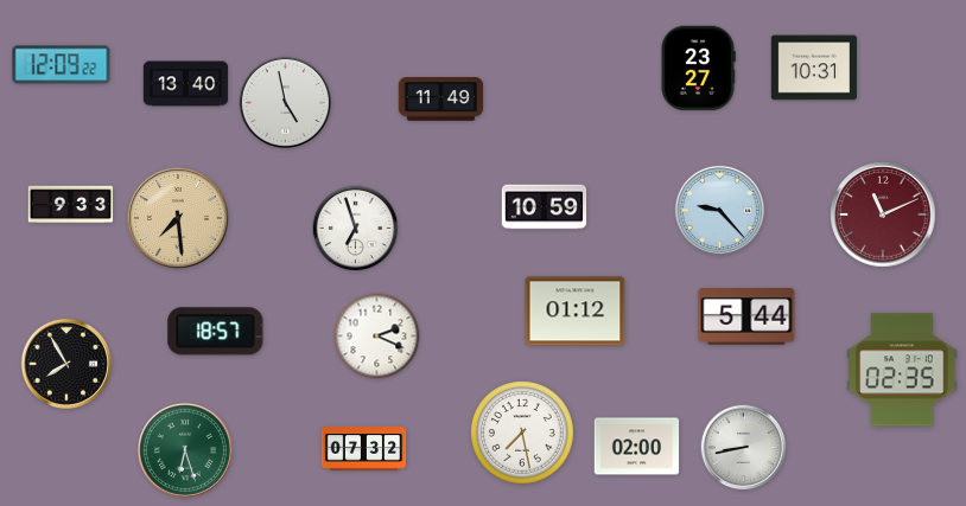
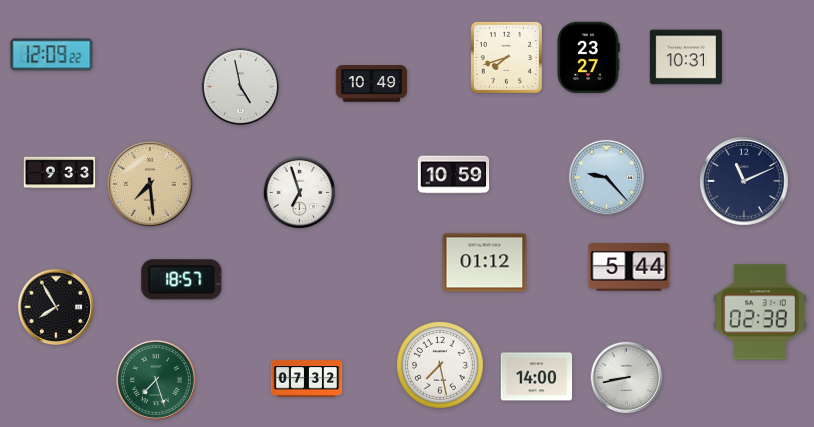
clock at (506, 57): none -> 7:42
clock at (186, 84): 13:40 -> none
clock at (441, 100): 11:49 -> 10:49
clock at (545, 207) position: (545, 207) -> (454, 175)
clock at (883, 214) dial: burgundy -> navy
clock at (377, 337): 2:19 -> none
clock at (902, 370): 02:35 -> 02:38
clock at (637, 447): 02:00 -> 14:00
clock at (185, 450): 6:27 -> 7:27
